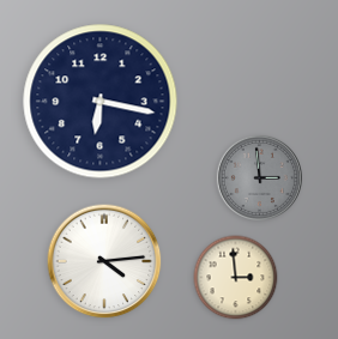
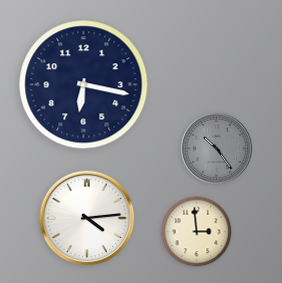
clock at (259, 177): 2:59 -> 10:24
